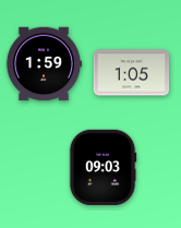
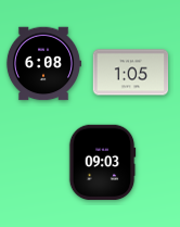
clock at (44, 64): 1:59 -> 6:08
clock at (102, 168) position: (102, 168) -> (102, 163)
